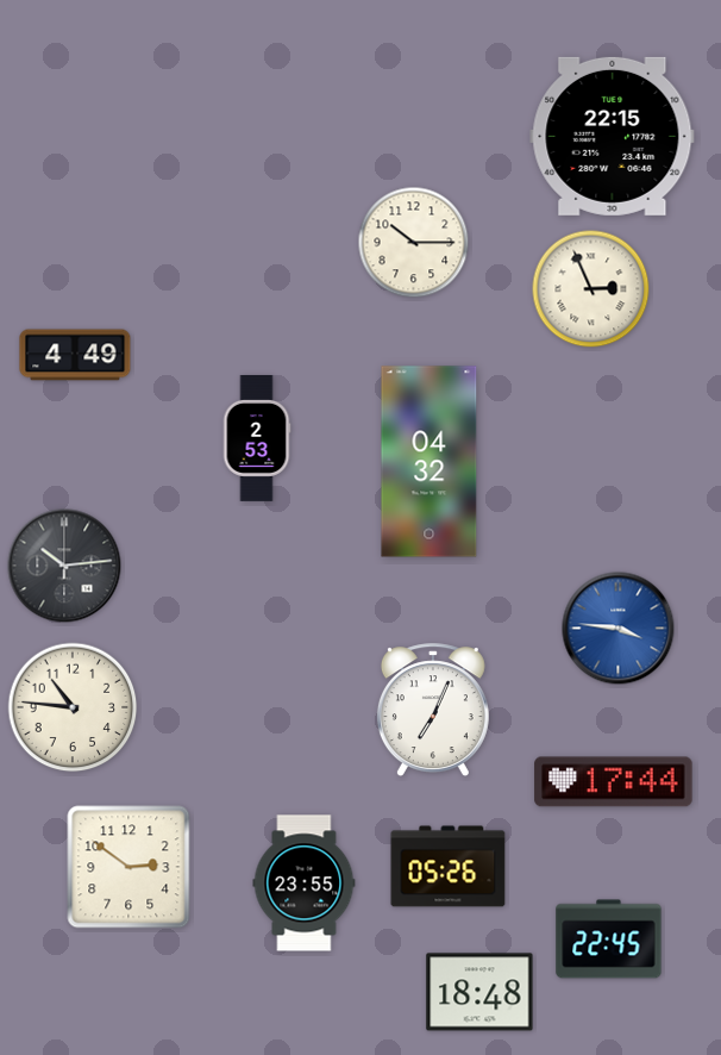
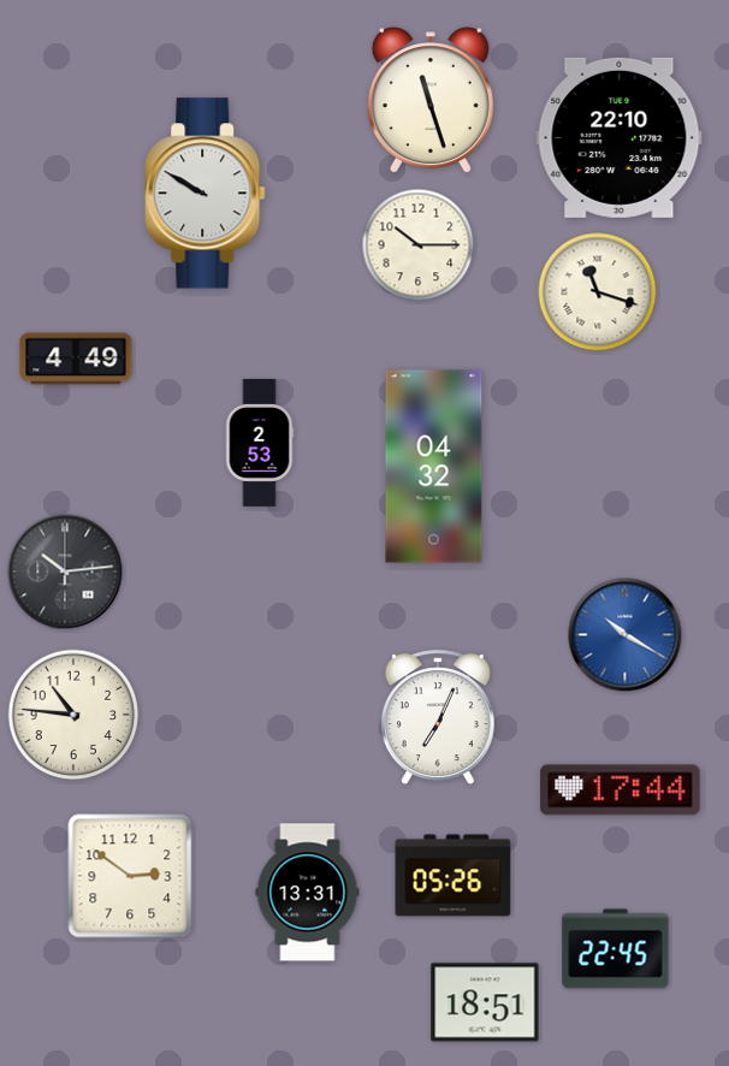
clock at (431, 101): none -> 11:27
clock at (613, 136): 22:15 -> 22:10
clock at (206, 194): none -> 9:50
clock at (591, 289): 2:56 -> 11:18
clock at (619, 629): 3:46 -> 10:20
clock at (305, 884): 23:55 -> 13:31
clock at (479, 992): 18:48 -> 18:51
